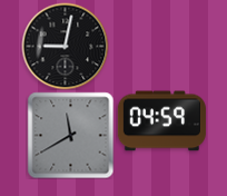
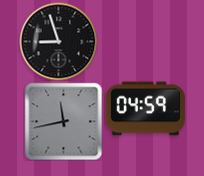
clock at (65, 46): 9:02 -> 8:57
clock at (70, 135): 11:40 -> 11:43
